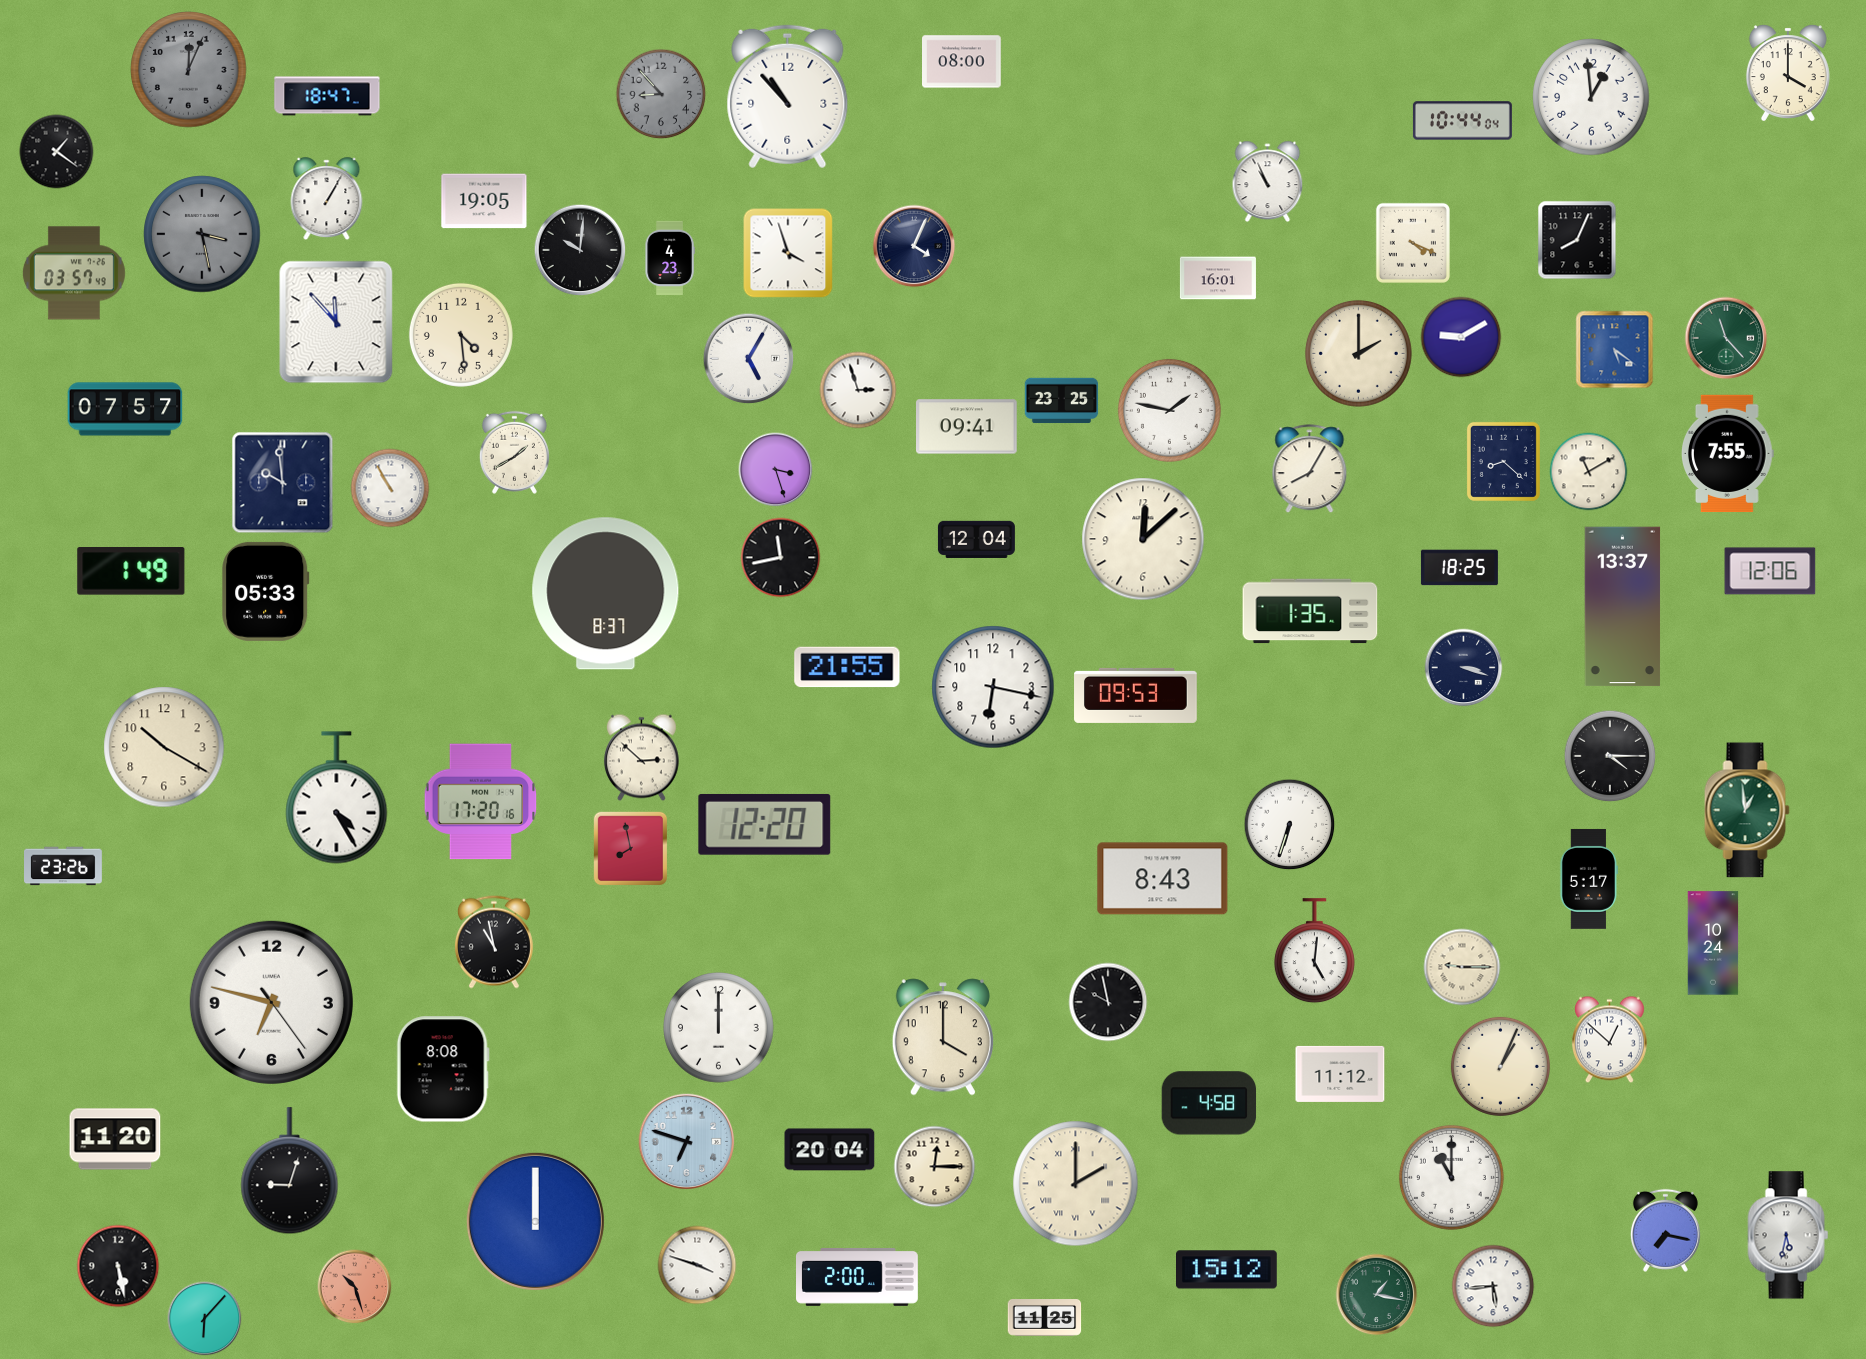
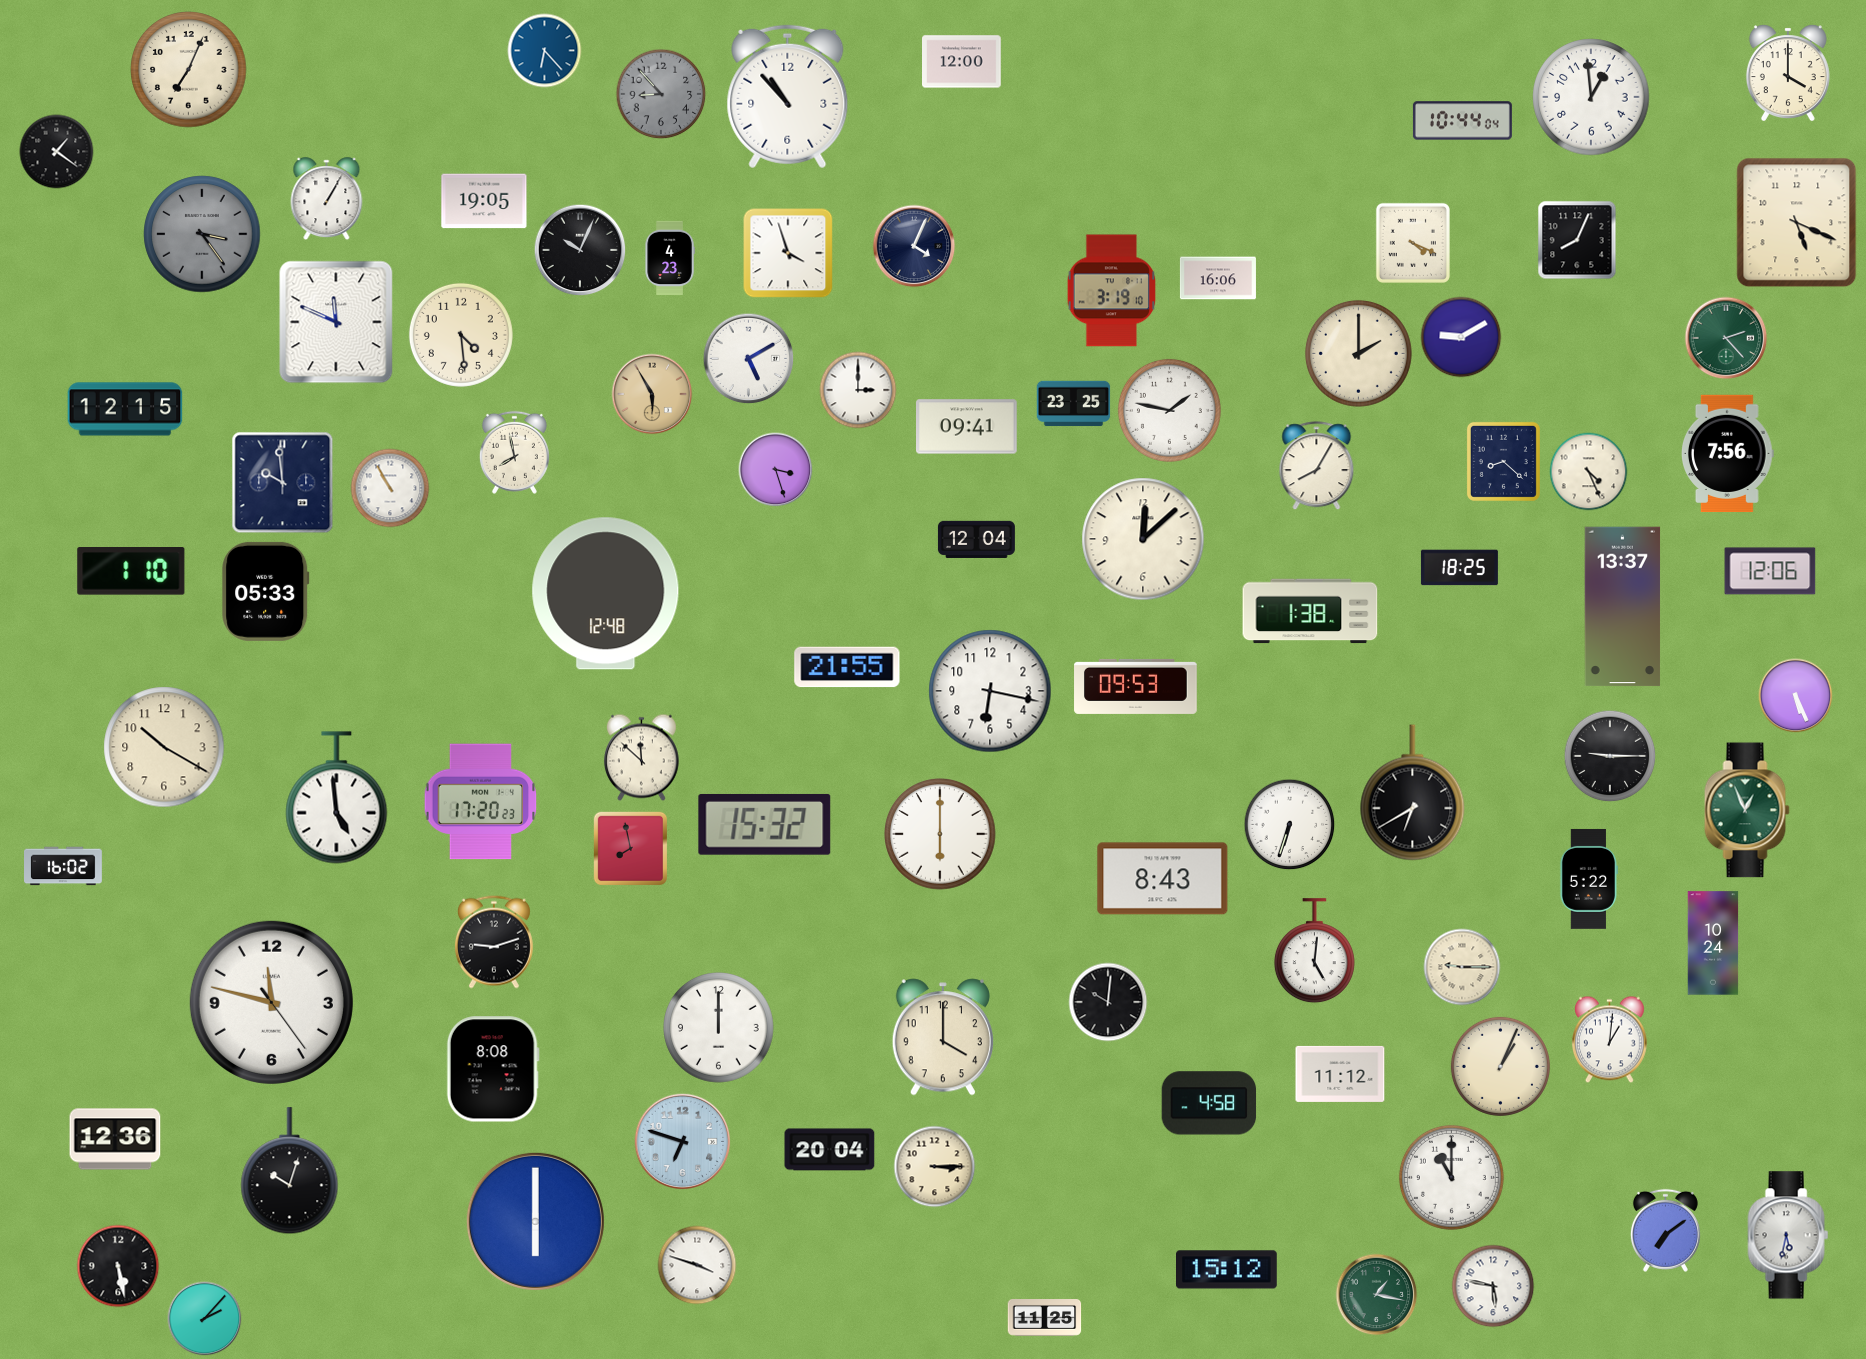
clock at (545, 51): none -> 6:23
clock at (962, 62): 08:00 -> 12:00
clock at (189, 70): 12:04 -> 7:04
clock at (189, 70) dial: grey -> cream
clock at (327, 96): 18:47 -> none
clock at (1268, 181): 10:56 -> none
clock at (1797, 223): none -> 5:19
clock at (202, 234): 3:28 -> 3:24
clock at (580, 250): 10:01 -> 10:04
clock at (74, 273): 03:57 -> none
clock at (1218, 278): 16:01 -> 16:06
clock at (1112, 291): none -> 3:19
clock at (336, 322): 11:53 -> 11:49
clock at (1726, 338): 11:23 -> 2:23
clock at (1615, 350): 5:21 -> none
clock at (749, 359): 5:05 -> 5:10
clock at (858, 390): 2:57 -> 3:00
clock at (652, 394): none -> 5:55
clock at (1062, 401) position: (1062, 401) -> (1074, 404)
clock at (125, 409): 07:57 -> 12:15
clock at (514, 452): 1:40 -> 7:58
clock at (1728, 454): 7:55 -> 7:56
clock at (1310, 469) position: (1310, 469) -> (1317, 466)
clock at (1589, 472): 11:10 -> 4:26
clock at (781, 558): 11:43 -> none
clock at (131, 572): 1:49 -> 1:10
clock at (606, 594): 8:37 -> 12:48
clock at (1310, 611): 1:35 -> 1:38
clock at (1464, 668): 3:18 -> none
clock at (993, 687) position: (993, 687) -> (990, 691)
clock at (1136, 695) position: (1136, 695) -> (1136, 686)
clock at (1796, 696): none -> 5:26
clock at (1610, 756): 4:15 -> 9:15
clock at (641, 758): 2:52 -> 11:52
clock at (1413, 793): none -> 6:40
clock at (337, 798): 4:25 -> 4:59
clock at (481, 802): 17:20:16 -> 17:20:23
clock at (1747, 810): 12:59 -> 12:56
clock at (765, 825): 12:20 -> 15:32
clock at (940, 835): none -> 6:00
clock at (64, 866): 23:26 -> 16:02
clock at (1589, 879): 5:17 -> 5:22
clock at (494, 942): 10:58 -> 9:12
clock at (271, 1002): 6:47 -> 11:47
clock at (1108, 1002): 9:58 -> 10:01
clock at (1609, 1040): 12:52 -> 1:01
clock at (443, 1069) position: (443, 1069) -> (493, 1069)
clock at (115, 1139): 11:20 -> 12:36
clock at (687, 1142) position: (687, 1142) -> (683, 1142)
clock at (935, 1167): 12:15 -> 3:15
clock at (290, 1171): 9:03 -> 10:03
clock at (1076, 1184): 2:00 -> none
clock at (535, 1221): 12:00 -> 6:00
clock at (1665, 1230): 7:17 -> 7:09
clock at (858, 1277): 2:00 -> none
clock at (1493, 1286): 5:44 -> 5:47
clock at (355, 1287): 10:27 -> none
clock at (205, 1319): 6:07 -> 2:07
